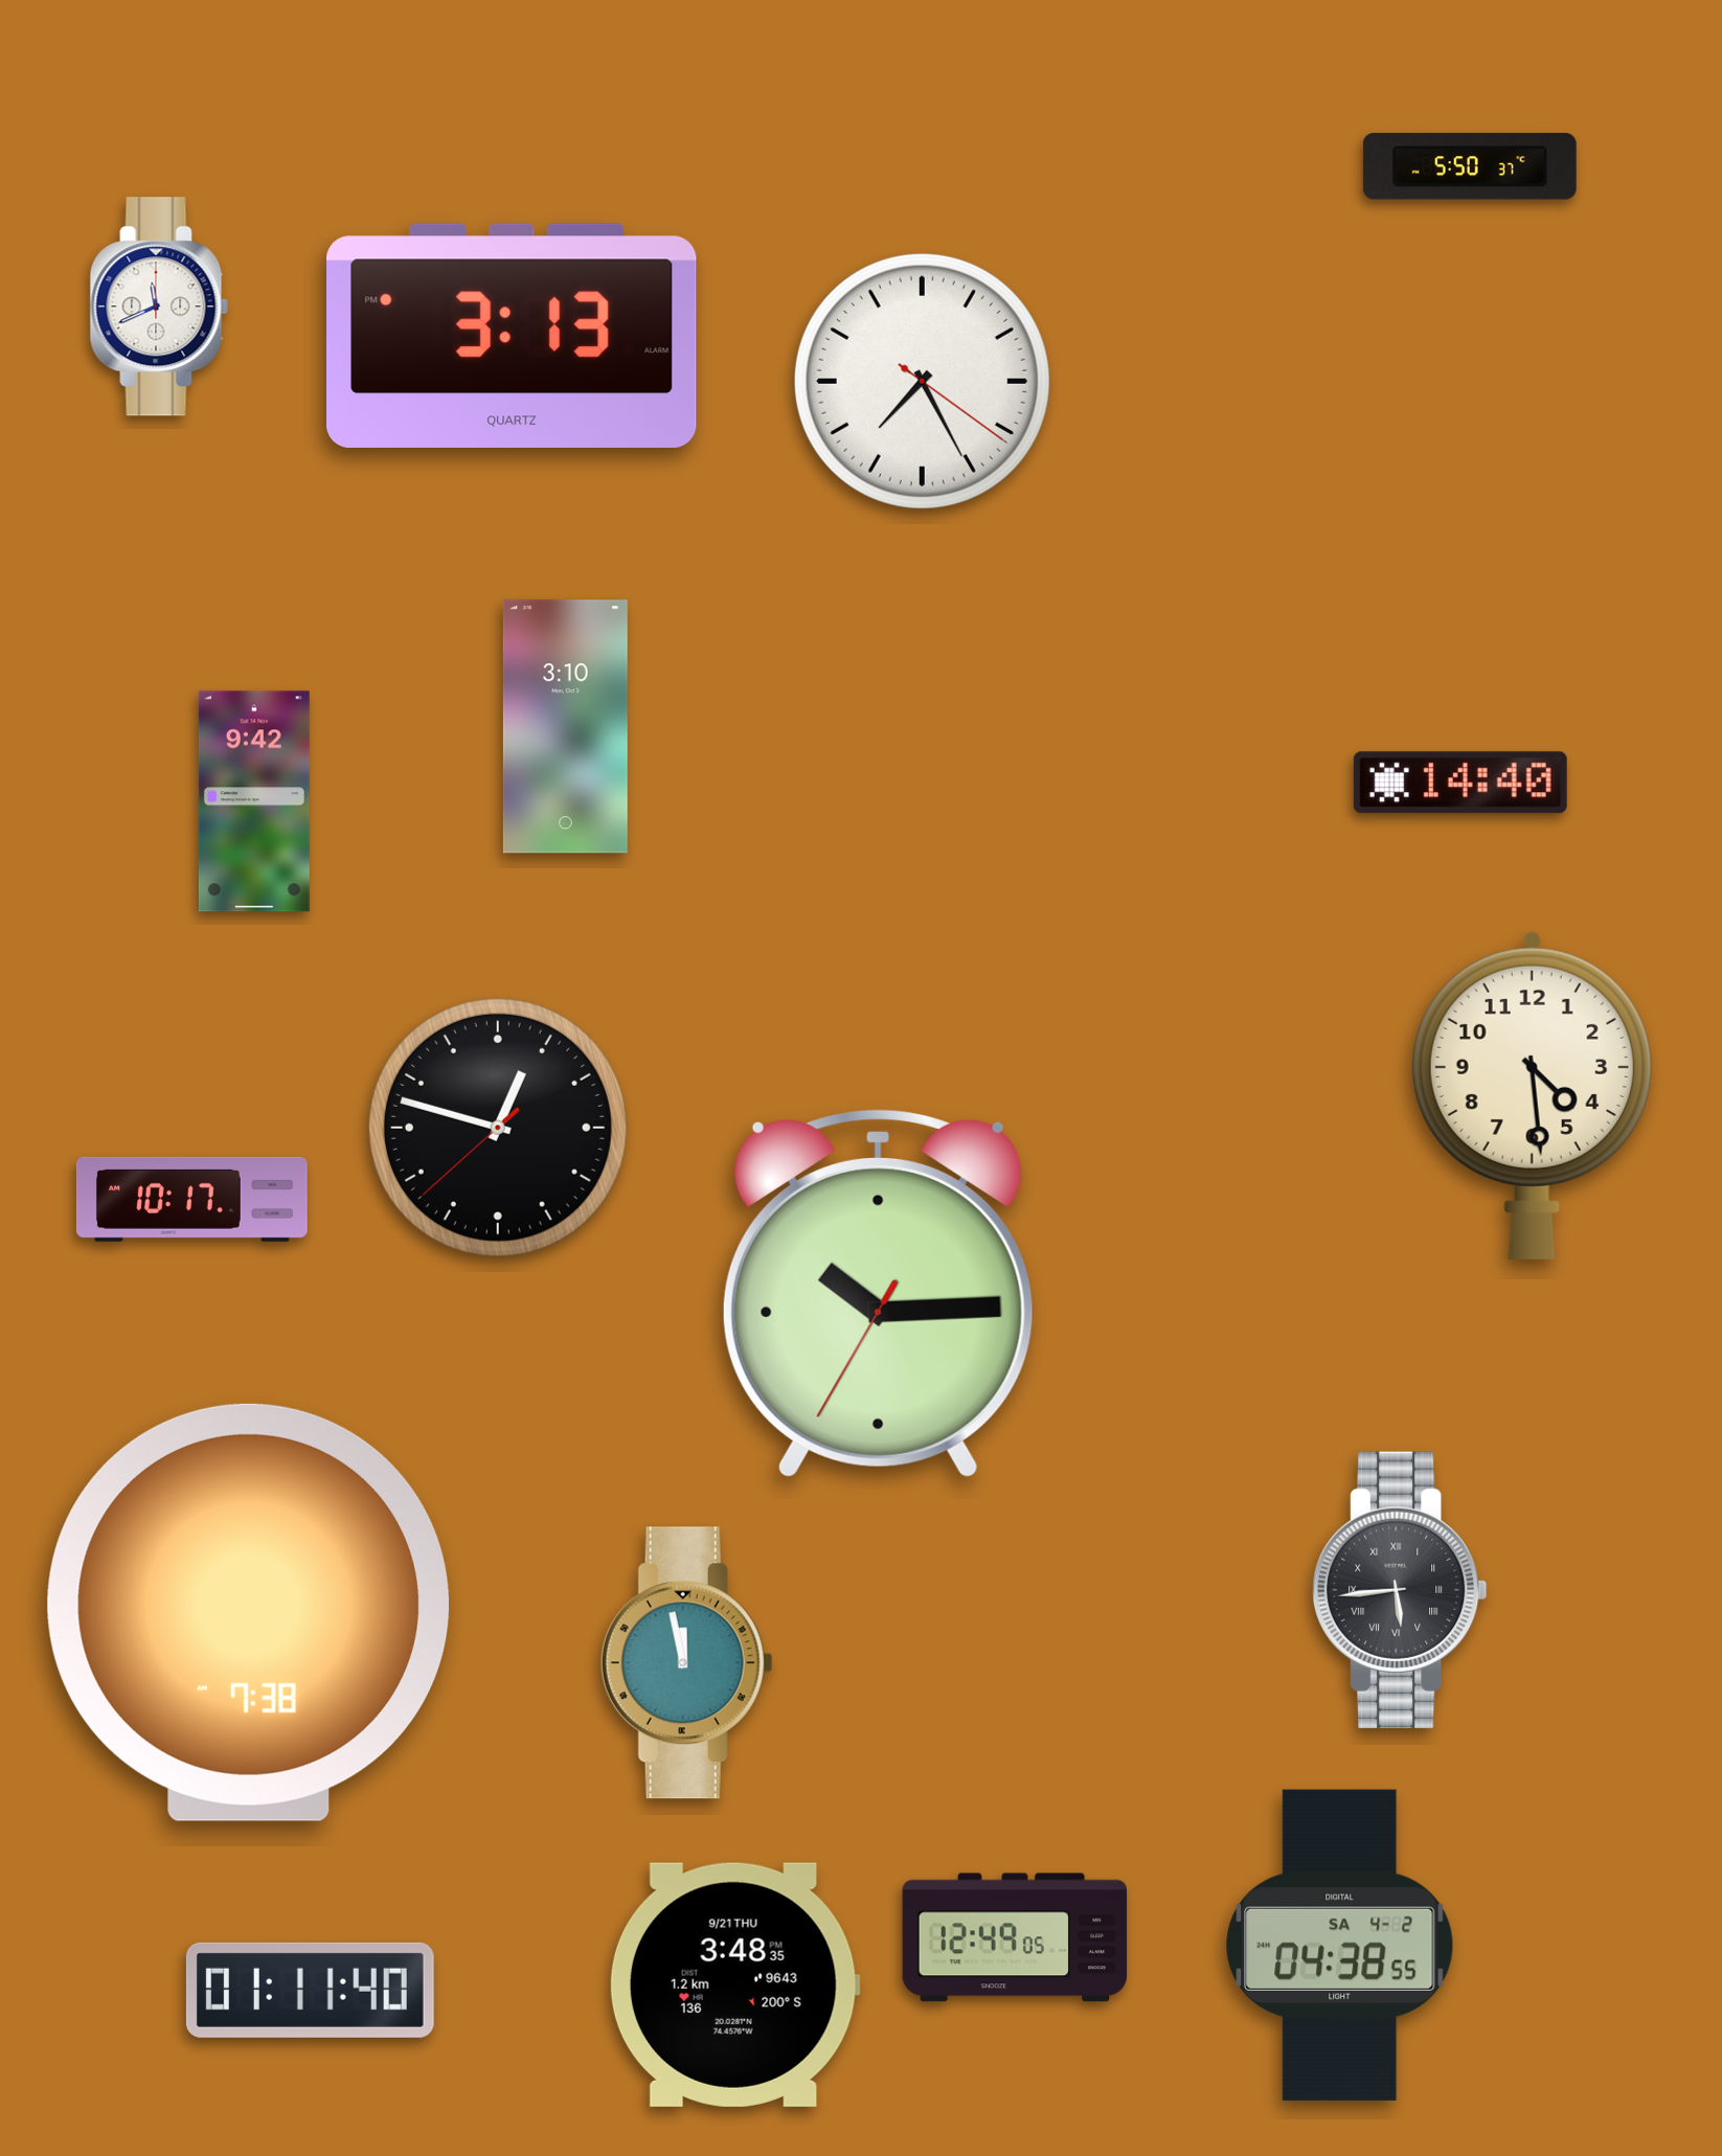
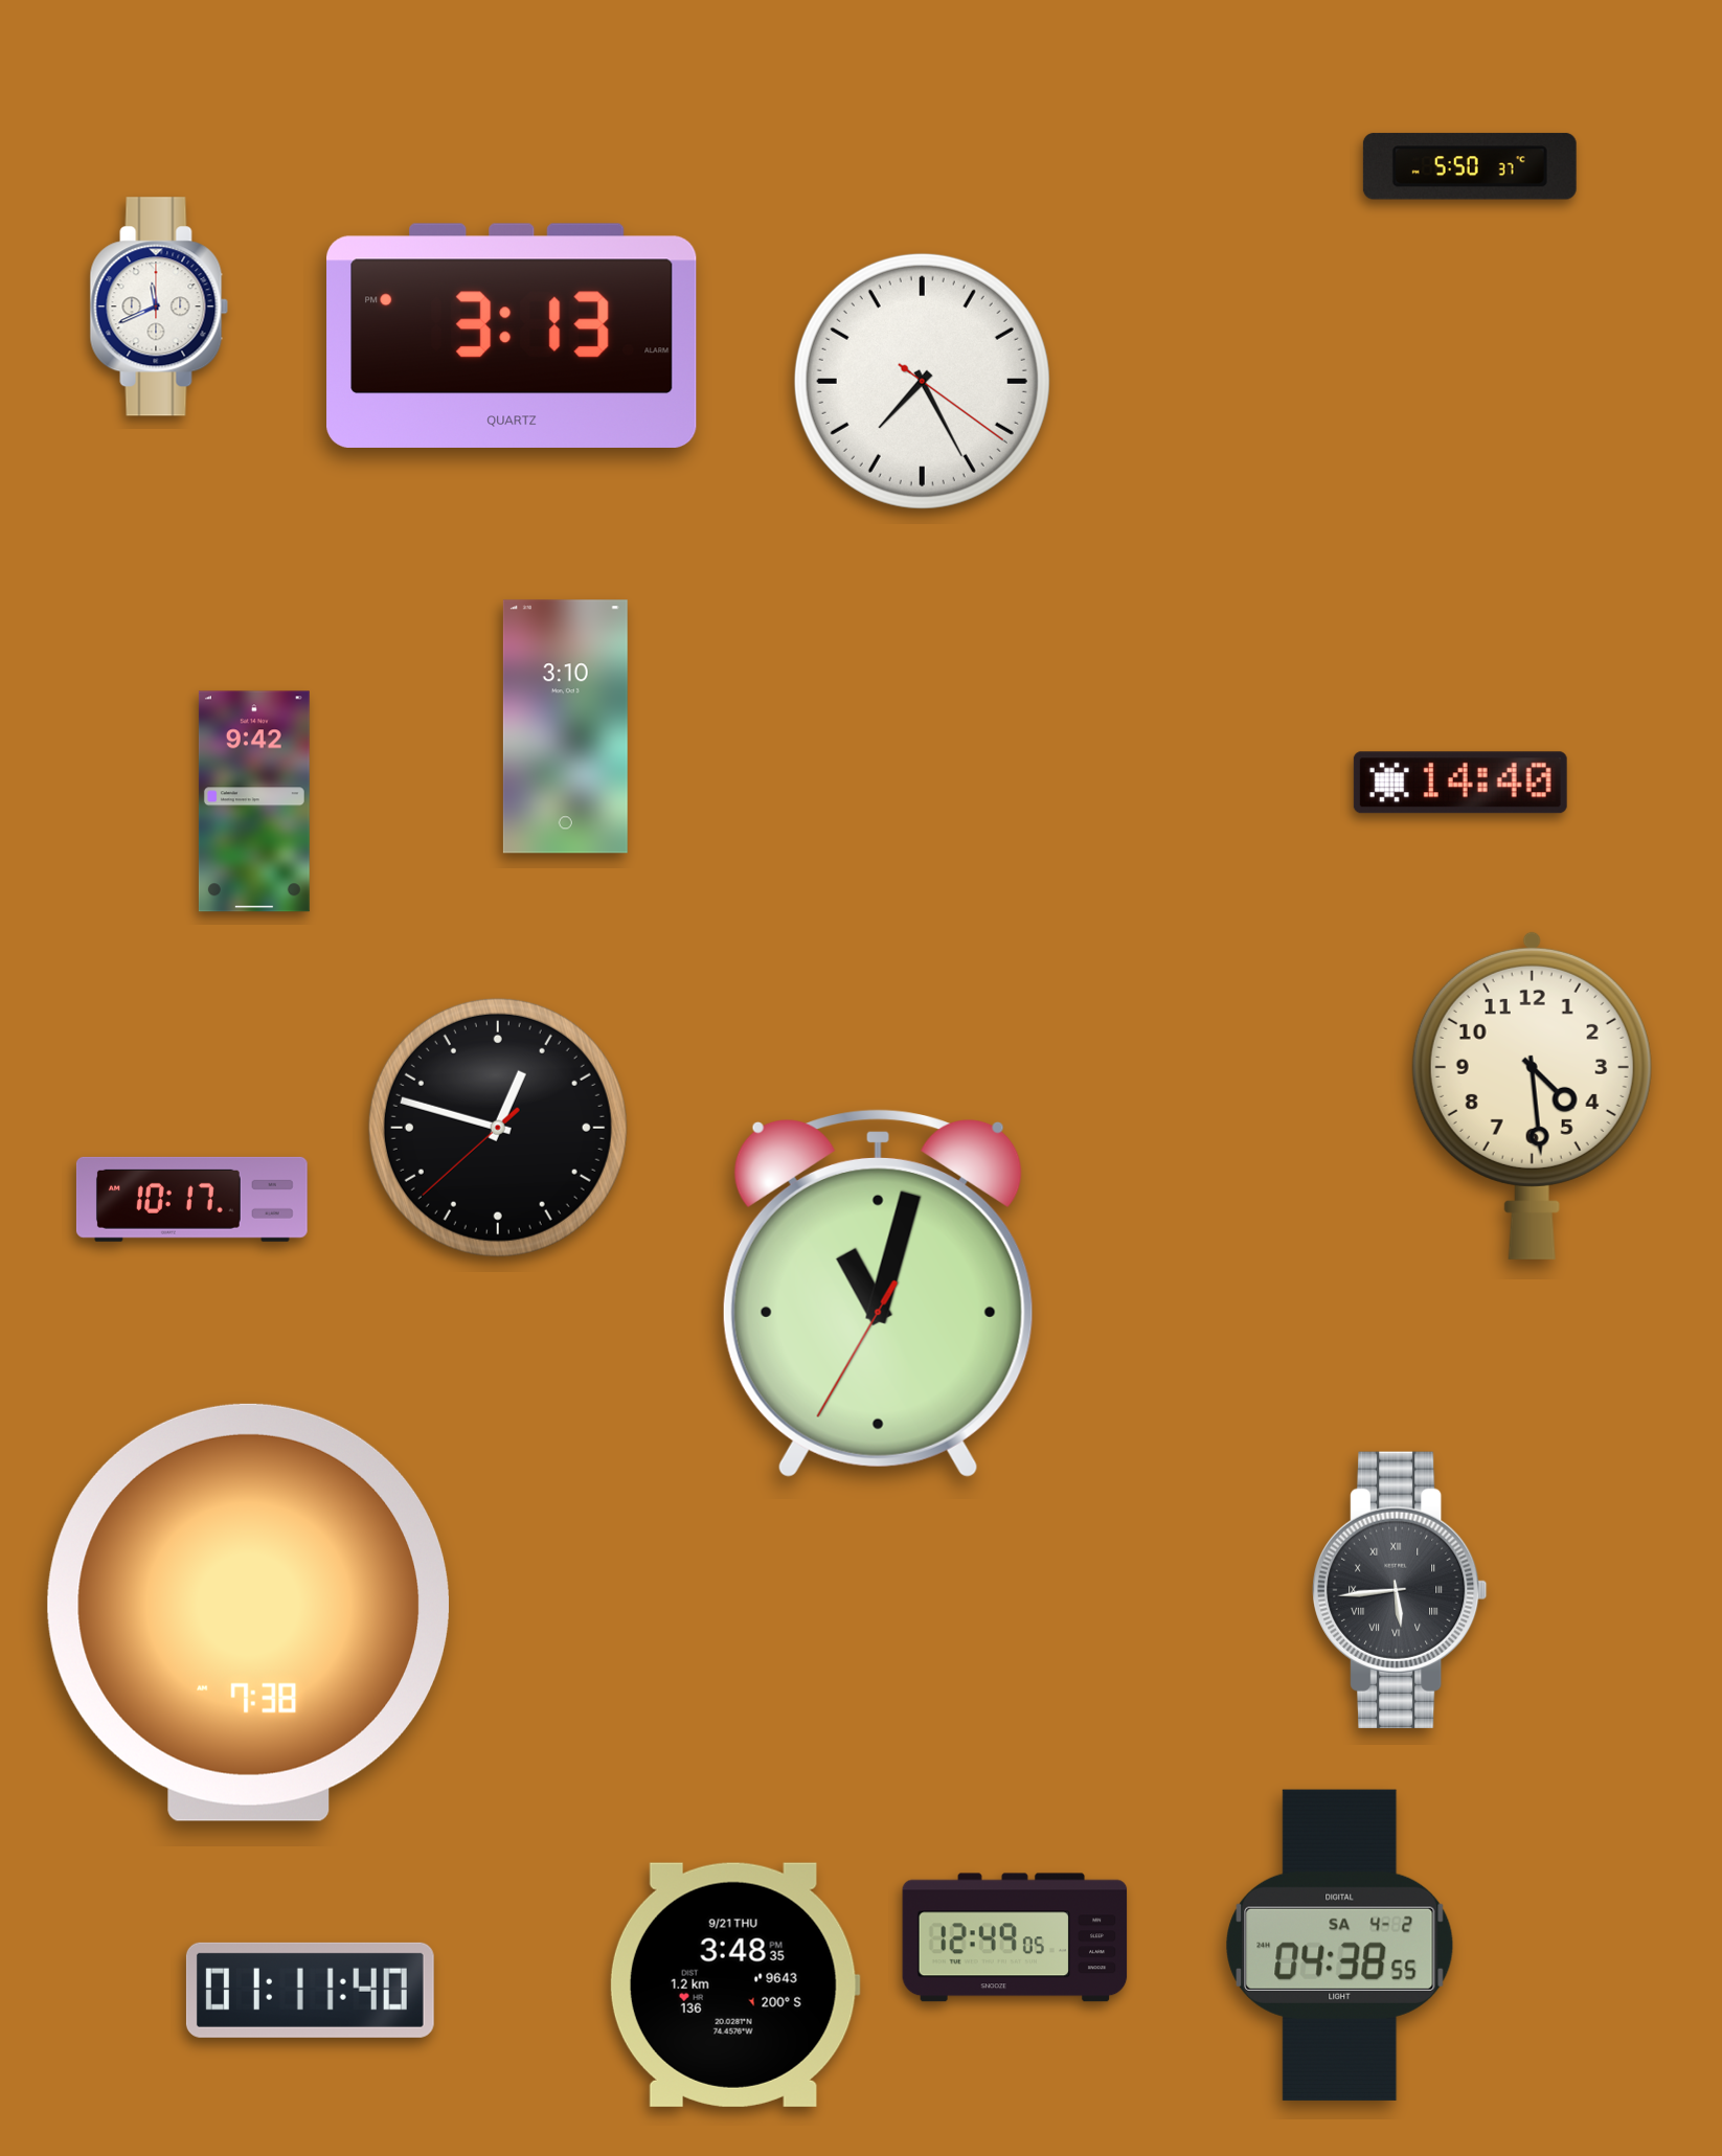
clock at (878, 1294): 10:14 -> 11:02
clock at (686, 1663): 11:58 -> none
